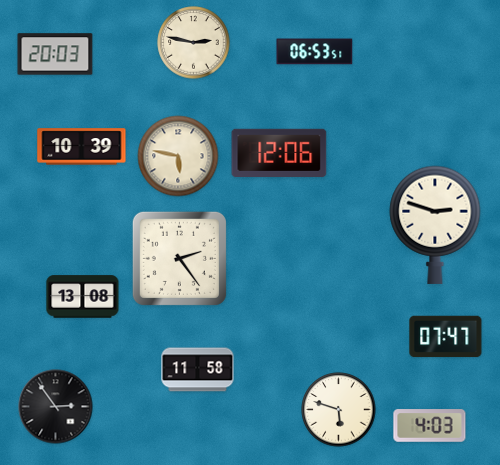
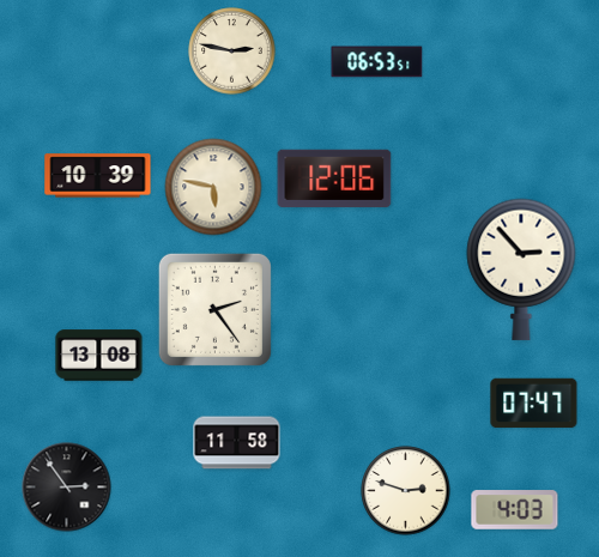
clock at (55, 54): 20:03 -> none
clock at (279, 152) position: (279, 152) -> (334, 177)
clock at (435, 225): 2:48 -> 2:53
clock at (339, 410): 5:48 -> 2:48
